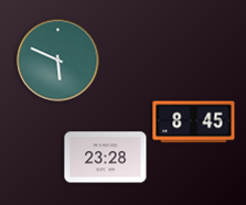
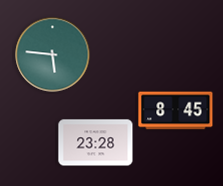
clock at (58, 61): 5:49 -> 5:46
